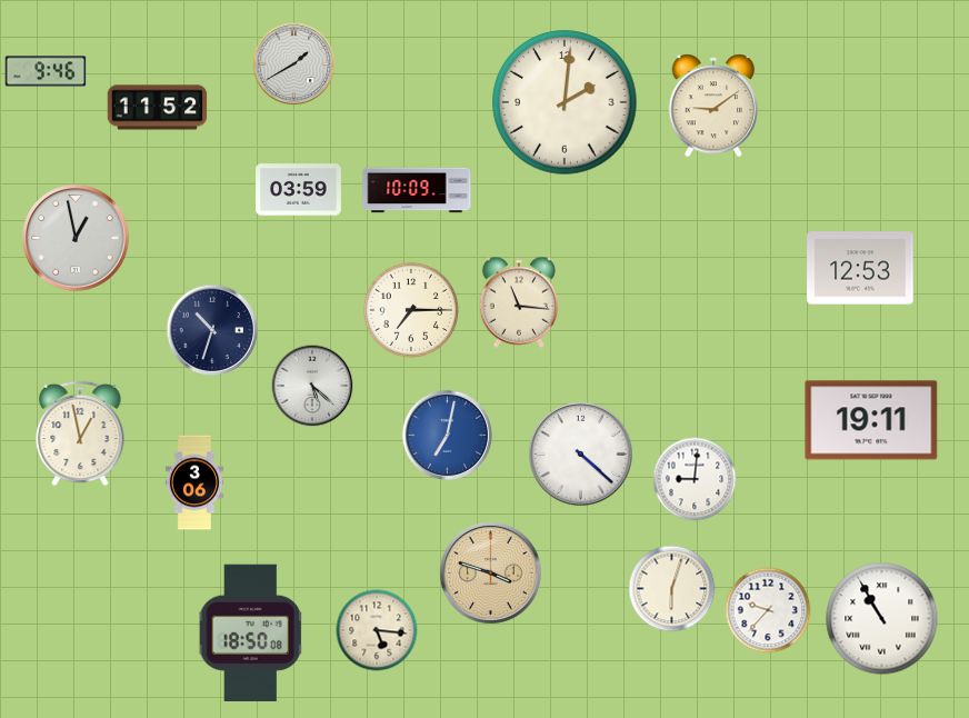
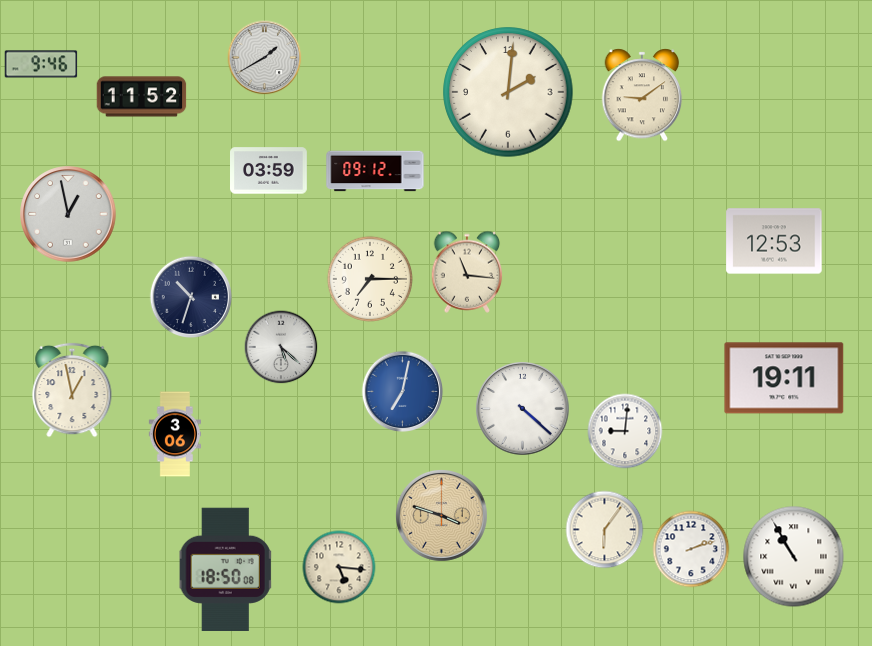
clock at (417, 190): 10:09 -> 09:12
clock at (672, 589): 6:03 -> 6:06
clock at (768, 610): 9:37 -> 2:12
